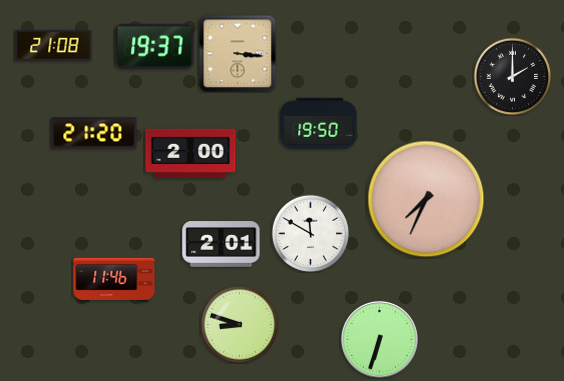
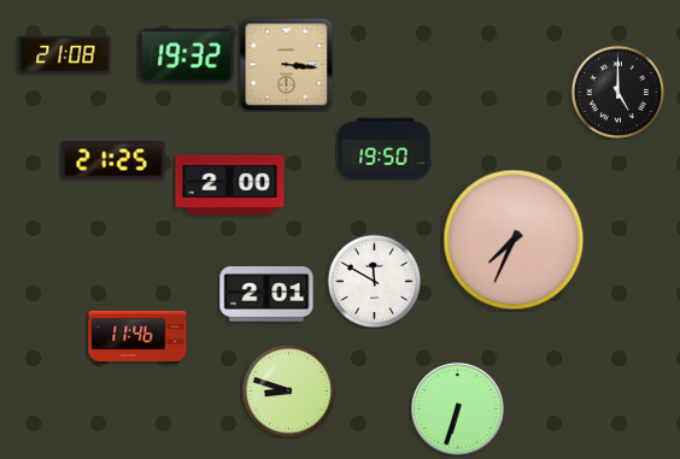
clock at (155, 46): 19:37 -> 19:32
clock at (512, 76): 2:00 -> 5:00
clock at (94, 133): 21:20 -> 21:25
